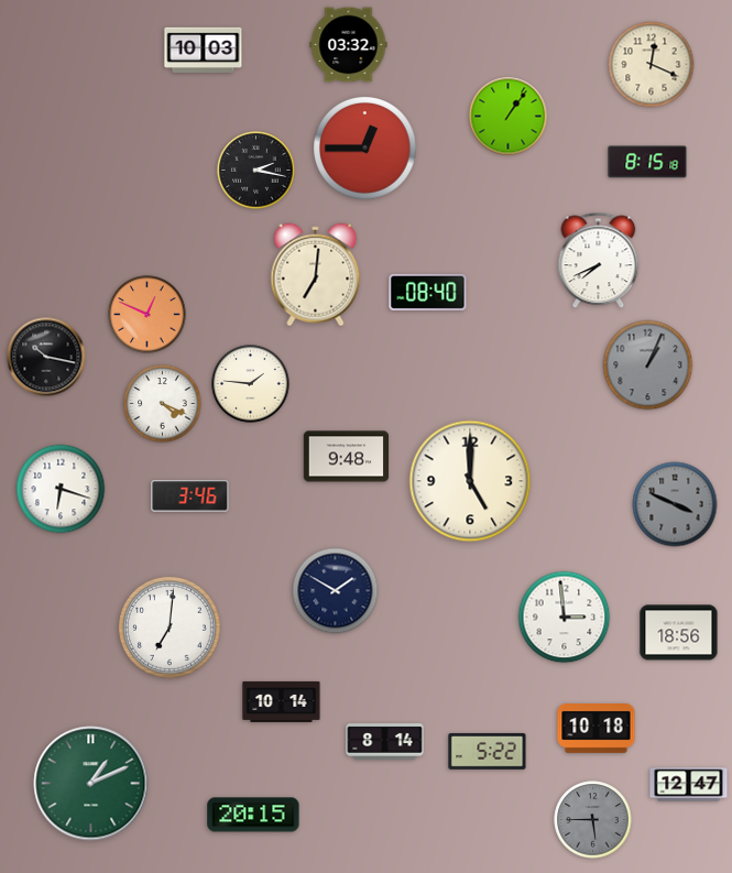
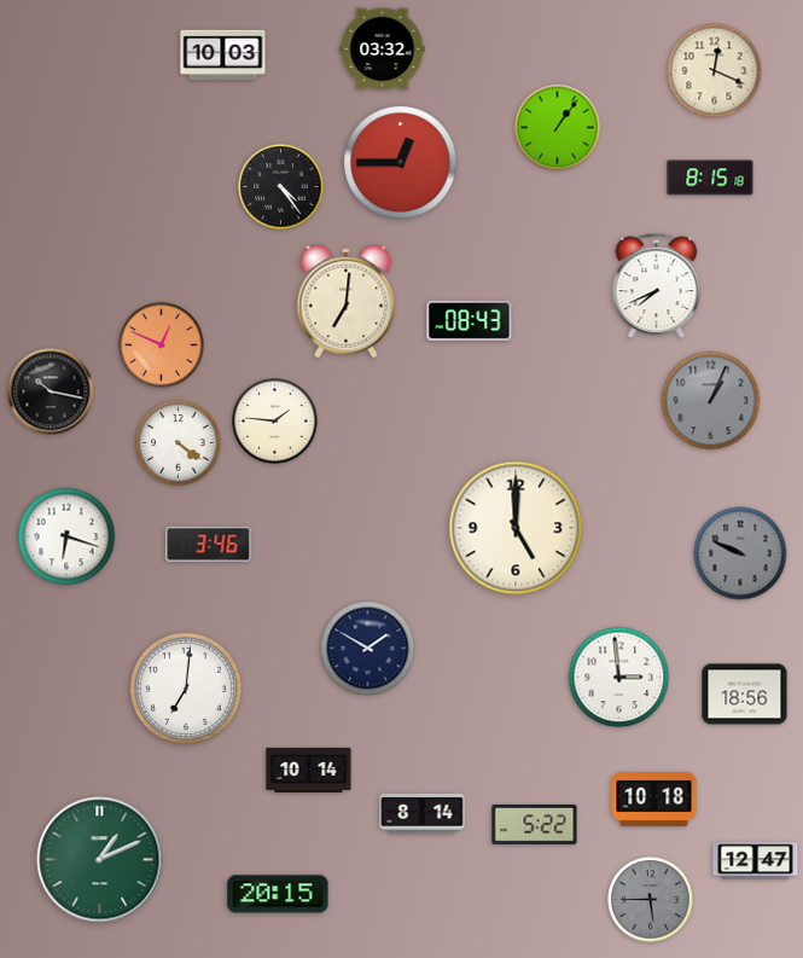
clock at (256, 171): 2:17 -> 4:24
clock at (428, 292): 08:40 -> 08:43
clock at (163, 404): 4:19 -> 4:21
clock at (347, 457): 9:48 -> none
clock at (675, 504): 3:49 -> 9:49
